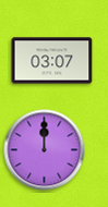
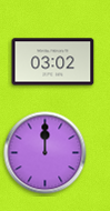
clock at (52, 61): 03:07 -> 03:02
